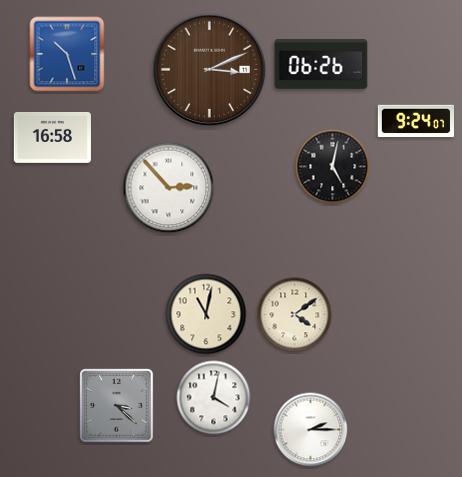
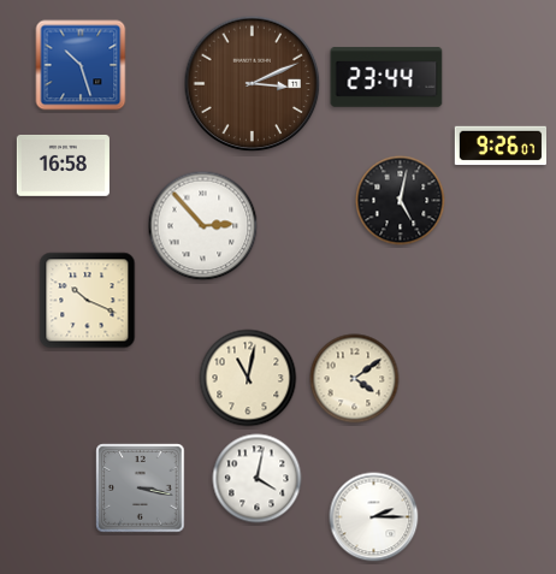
clock at (321, 64): 06:26 -> 23:44
clock at (415, 121): 9:24 -> 9:26
clock at (88, 301): none -> 10:19
clock at (117, 406): 3:22 -> 3:17
